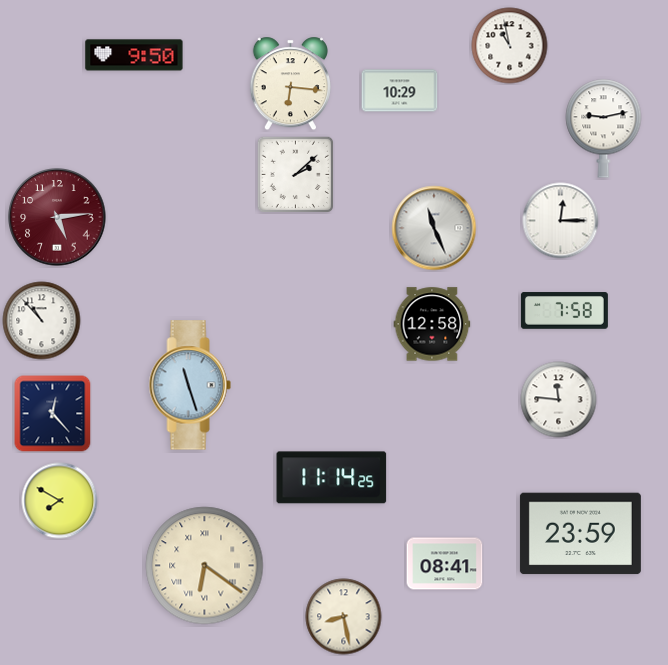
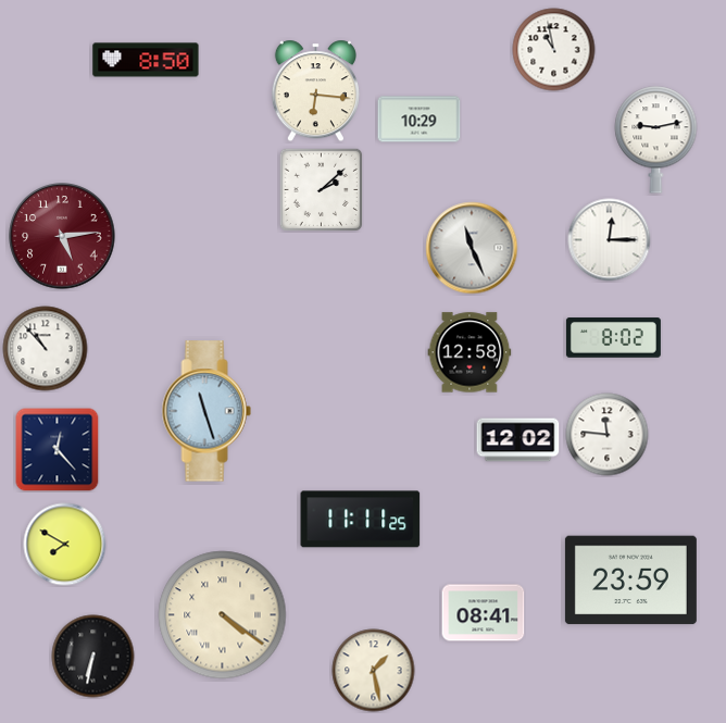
clock at (134, 55): 9:50 -> 8:50
clock at (400, 91) position: (400, 91) -> (420, 120)
clock at (564, 311): 7:58 -> 8:02
clock at (190, 385) position: (190, 385) -> (206, 411)
clock at (518, 440): none -> 12:02
clock at (332, 478): 11:14 -> 11:11
clock at (205, 566): 6:21 -> 4:21
clock at (93, 657): none -> 6:32
clock at (344, 617): 8:28 -> 1:28
